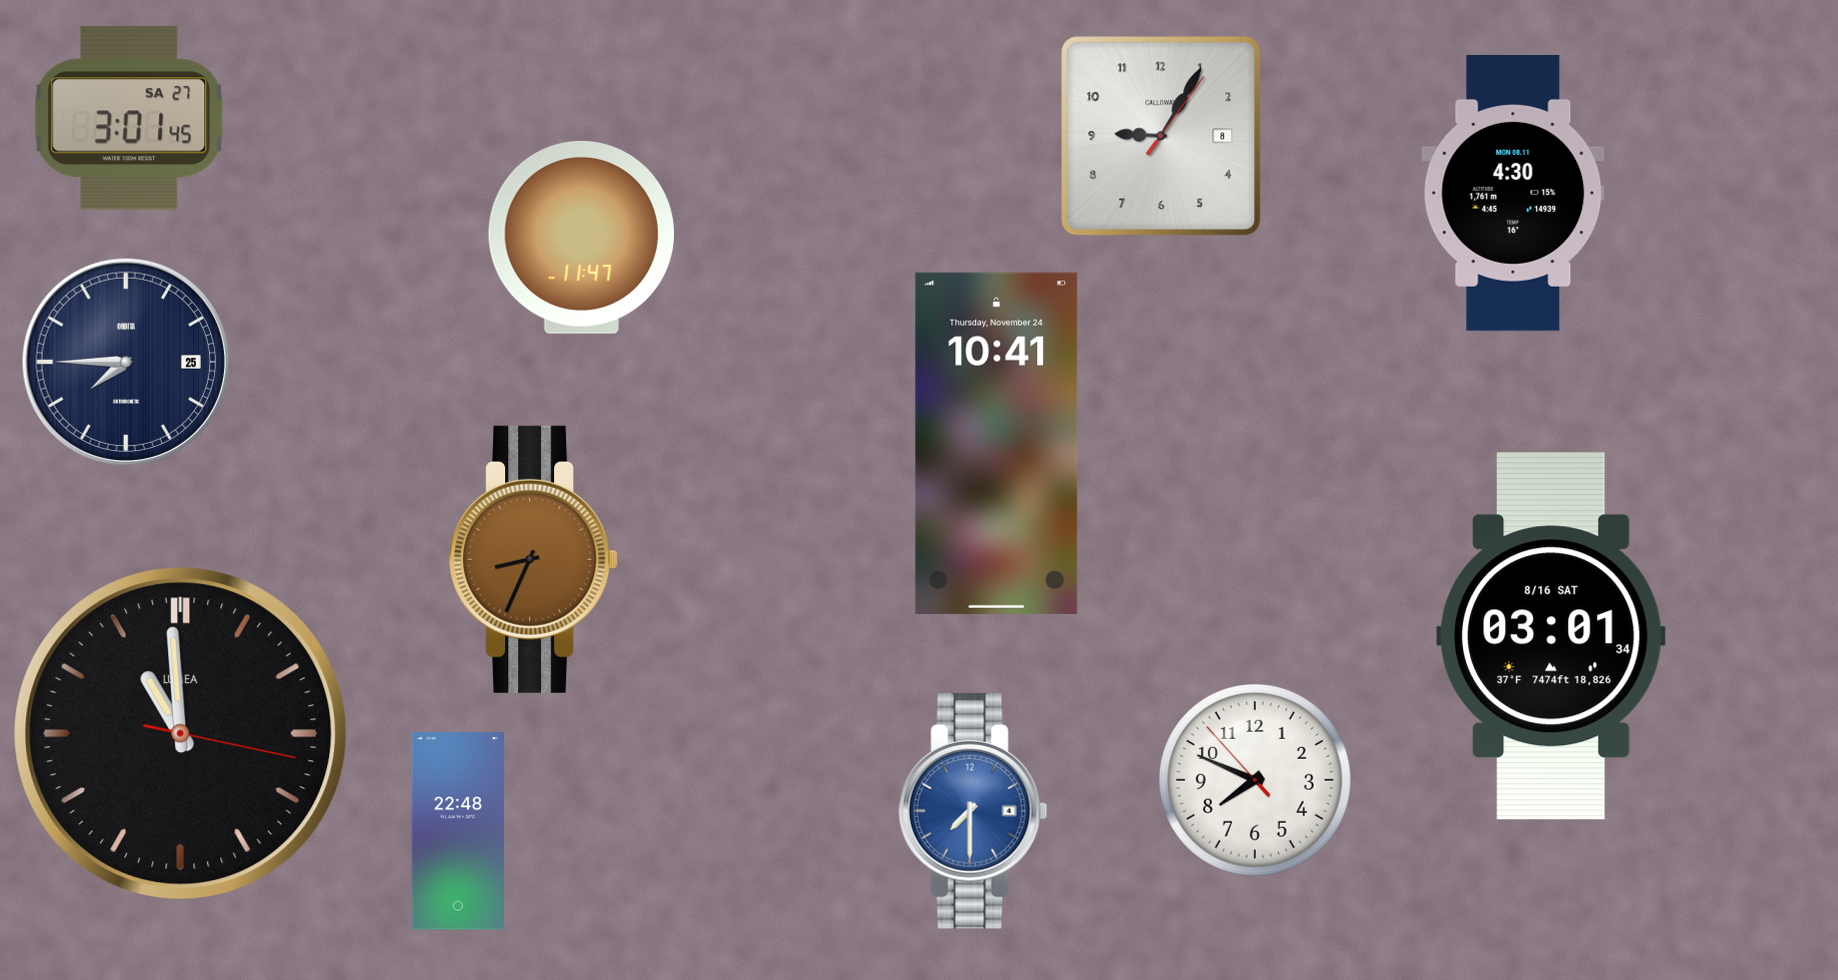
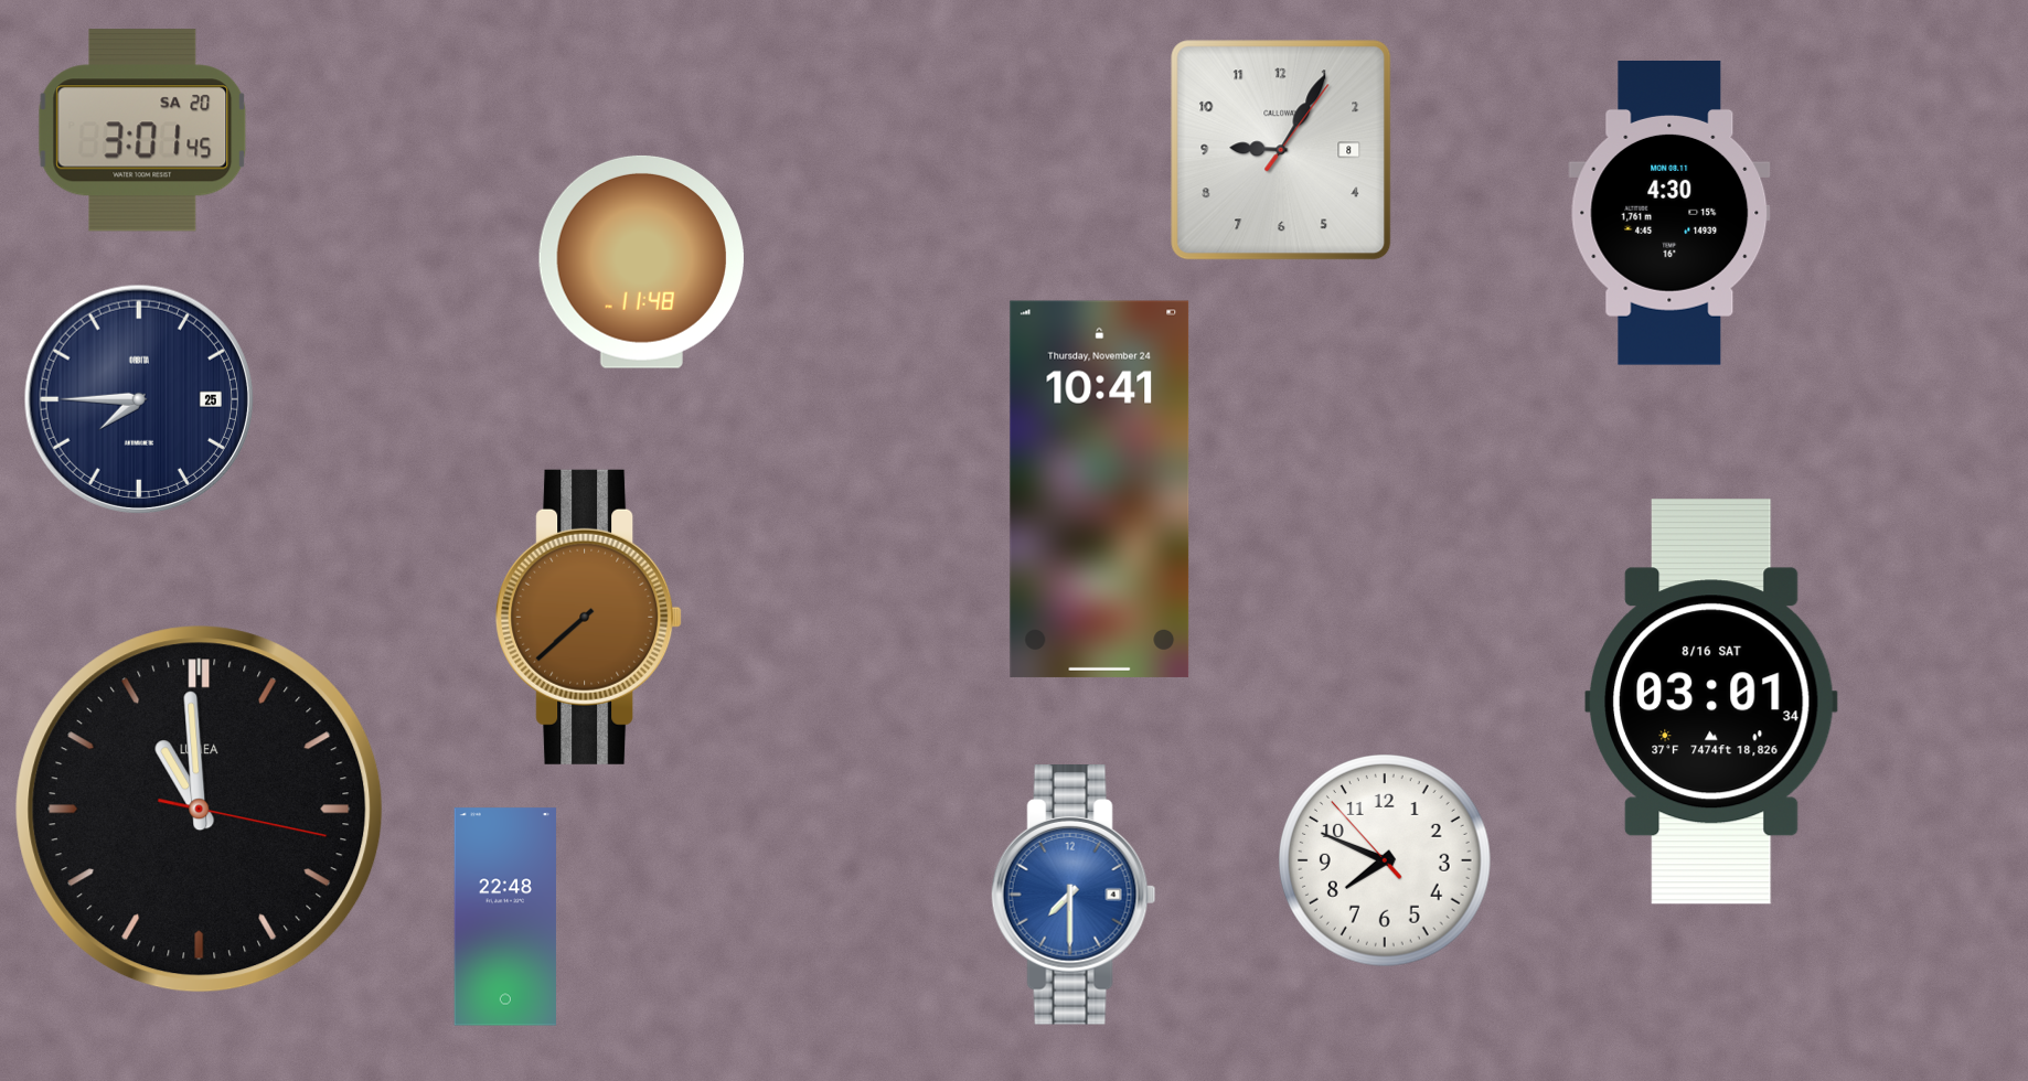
clock at (129, 118) date: SA 27 -> SA 20
clock at (581, 237): 11:47 -> 11:48
clock at (534, 559): 8:34 -> 7:38
